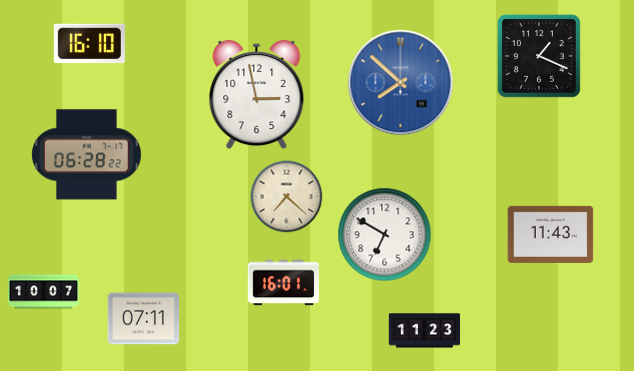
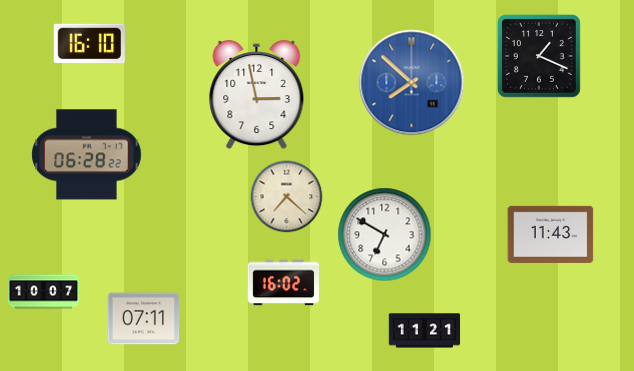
clock at (401, 83) position: (401, 83) -> (412, 83)
clock at (284, 283): 16:01 -> 16:02
clock at (425, 331): 11:23 -> 11:21
